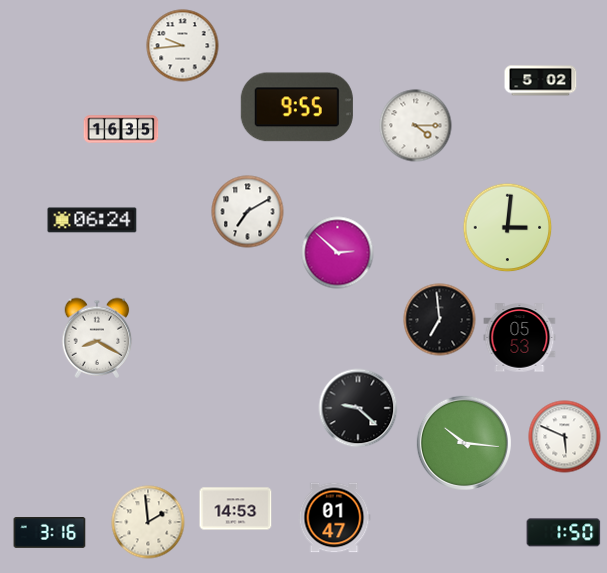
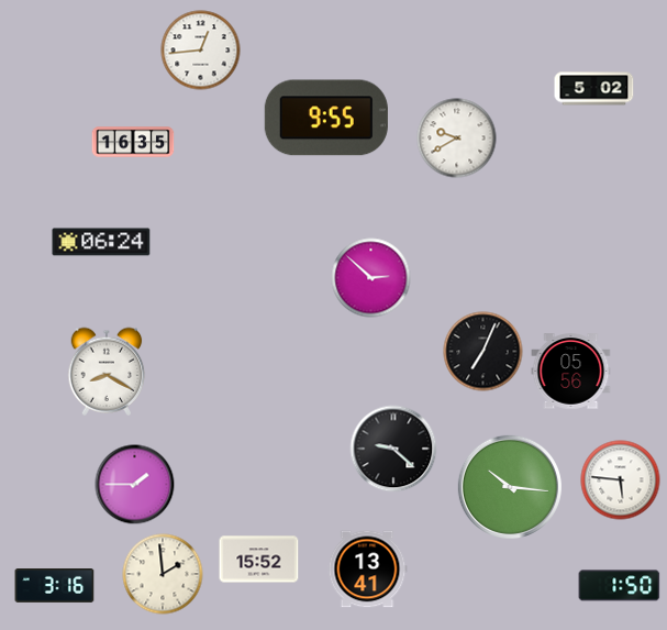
clock at (183, 46): 9:44 -> 12:44
clock at (416, 126): 4:15 -> 9:40
clock at (248, 212): 7:10 -> none
clock at (508, 228): 3:01 -> none
clock at (440, 320): 6:59 -> 7:04
clock at (520, 338): 05:53 -> 05:56
clock at (565, 437): 5:49 -> 5:46
clock at (135, 485): none -> 1:45
clock at (236, 509): 14:53 -> 15:52
clock at (334, 518): 01:47 -> 13:41
